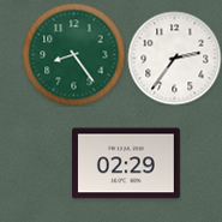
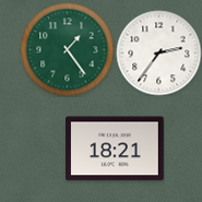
clock at (73, 54): 8:24 -> 1:24
clock at (127, 163): 02:29 -> 18:21
